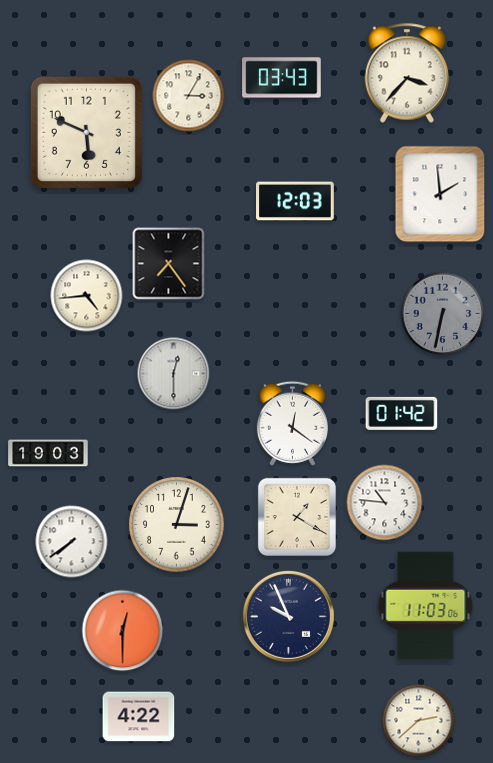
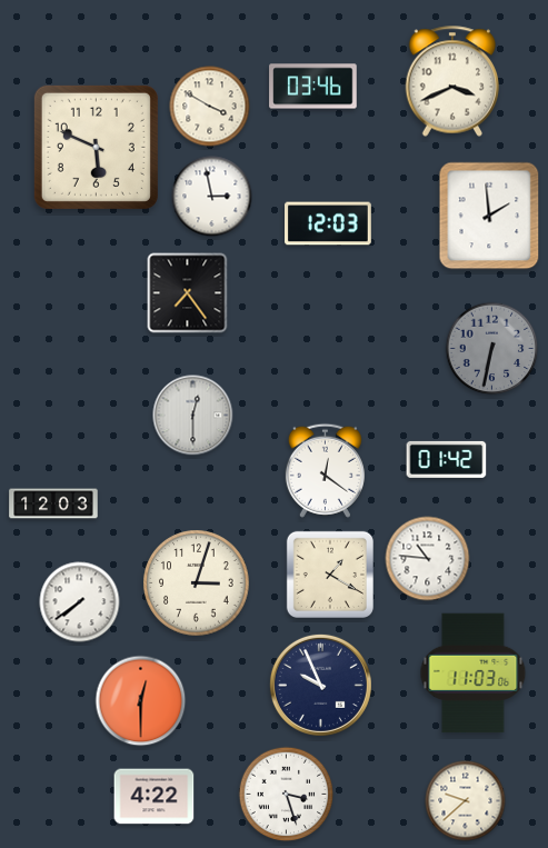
clock at (407, 73): 3:37 -> 3:41
clock at (282, 78): 03:43 -> 03:46
clock at (189, 96): 3:05 -> 3:50
clock at (212, 197): none -> 2:58
clock at (87, 296): 4:44 -> none
clock at (48, 453): 19:03 -> 12:03
clock at (123, 631) position: (123, 631) -> (141, 701)
clock at (287, 795): none -> 3:27
clock at (419, 721): 2:38 -> 9:38
